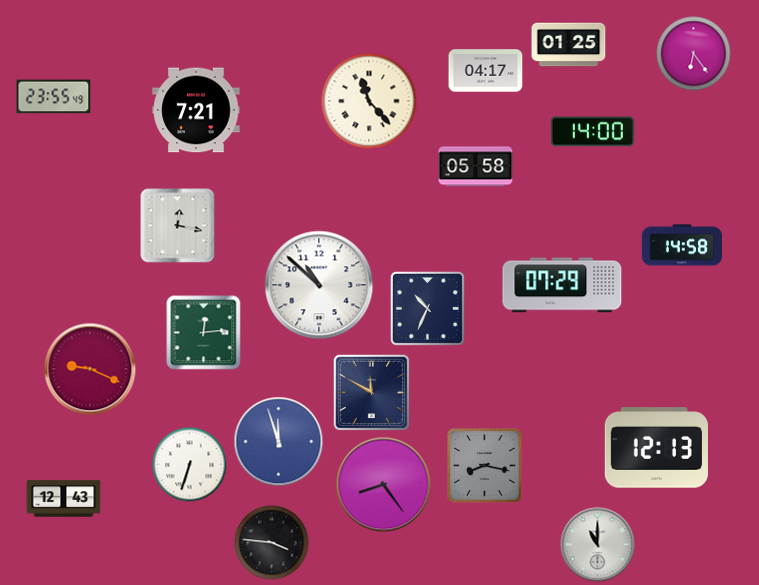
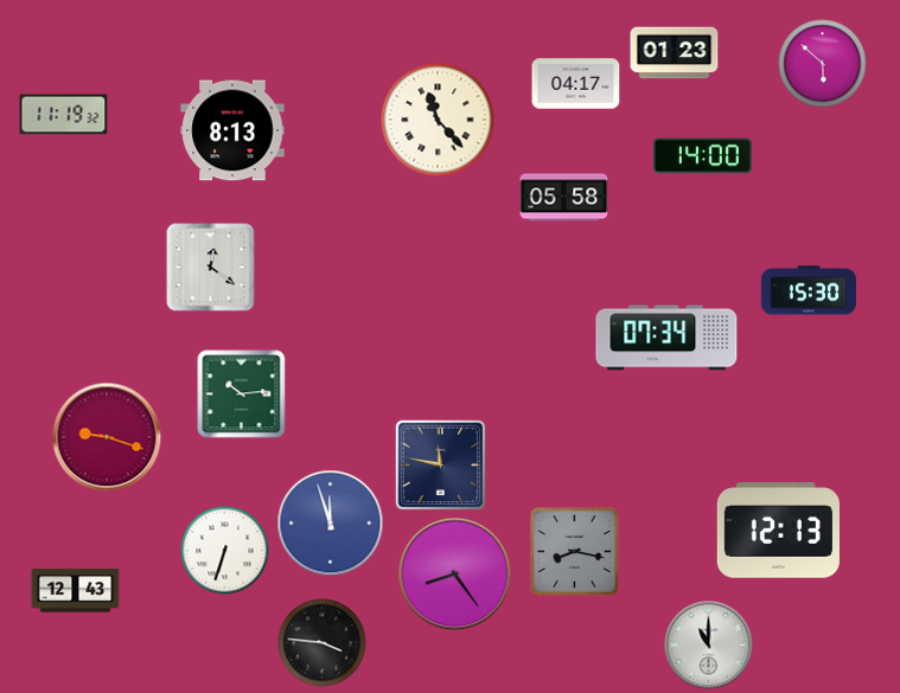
clock at (569, 45): 01:25 -> 01:23
clock at (694, 54): 6:24 -> 5:52
clock at (54, 97): 23:55 -> 11:19
clock at (196, 110): 7:21 -> 8:13
clock at (178, 226): 12:17 -> 12:21
clock at (681, 245): 14:58 -> 15:30
clock at (319, 285): 10:52 -> none
clock at (562, 285): 07:29 -> 07:34
clock at (427, 308): 10:34 -> none
clock at (204, 333): 12:14 -> 10:14
clock at (90, 369): 9:19 -> 9:18
clock at (372, 393): 11:50 -> 11:47
